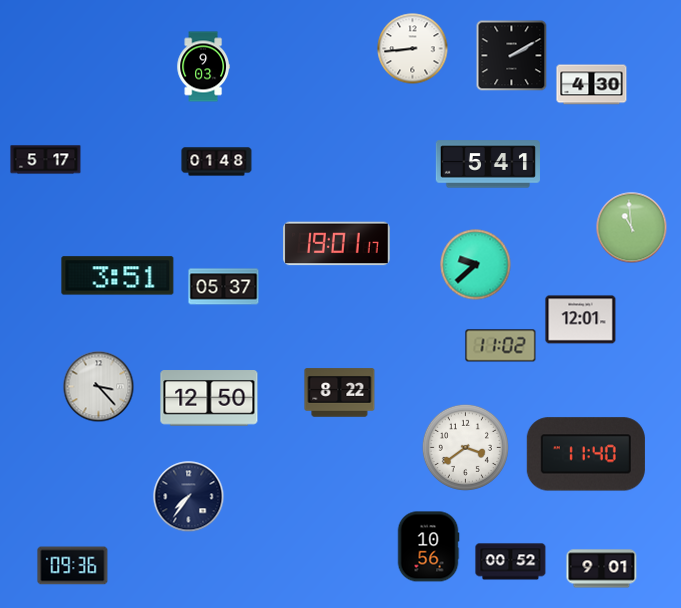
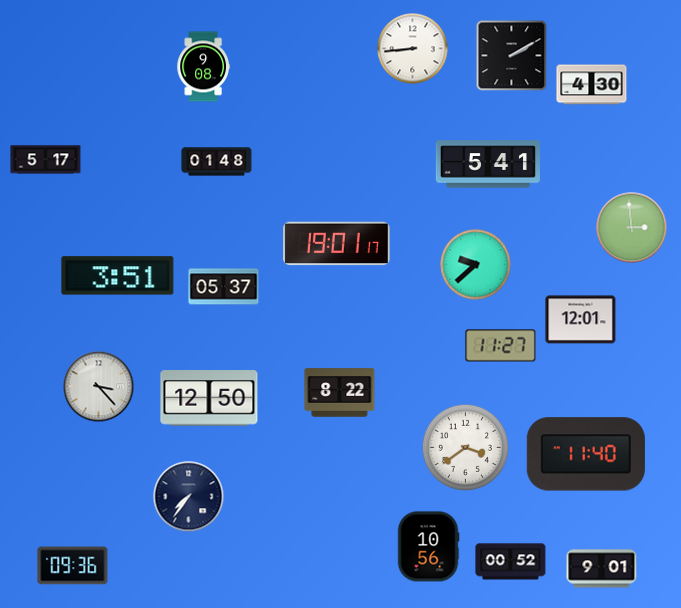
clock at (203, 67): 9:03 -> 9:08
clock at (632, 228): 10:59 -> 2:59
clock at (501, 346): 11:02 -> 11:27
